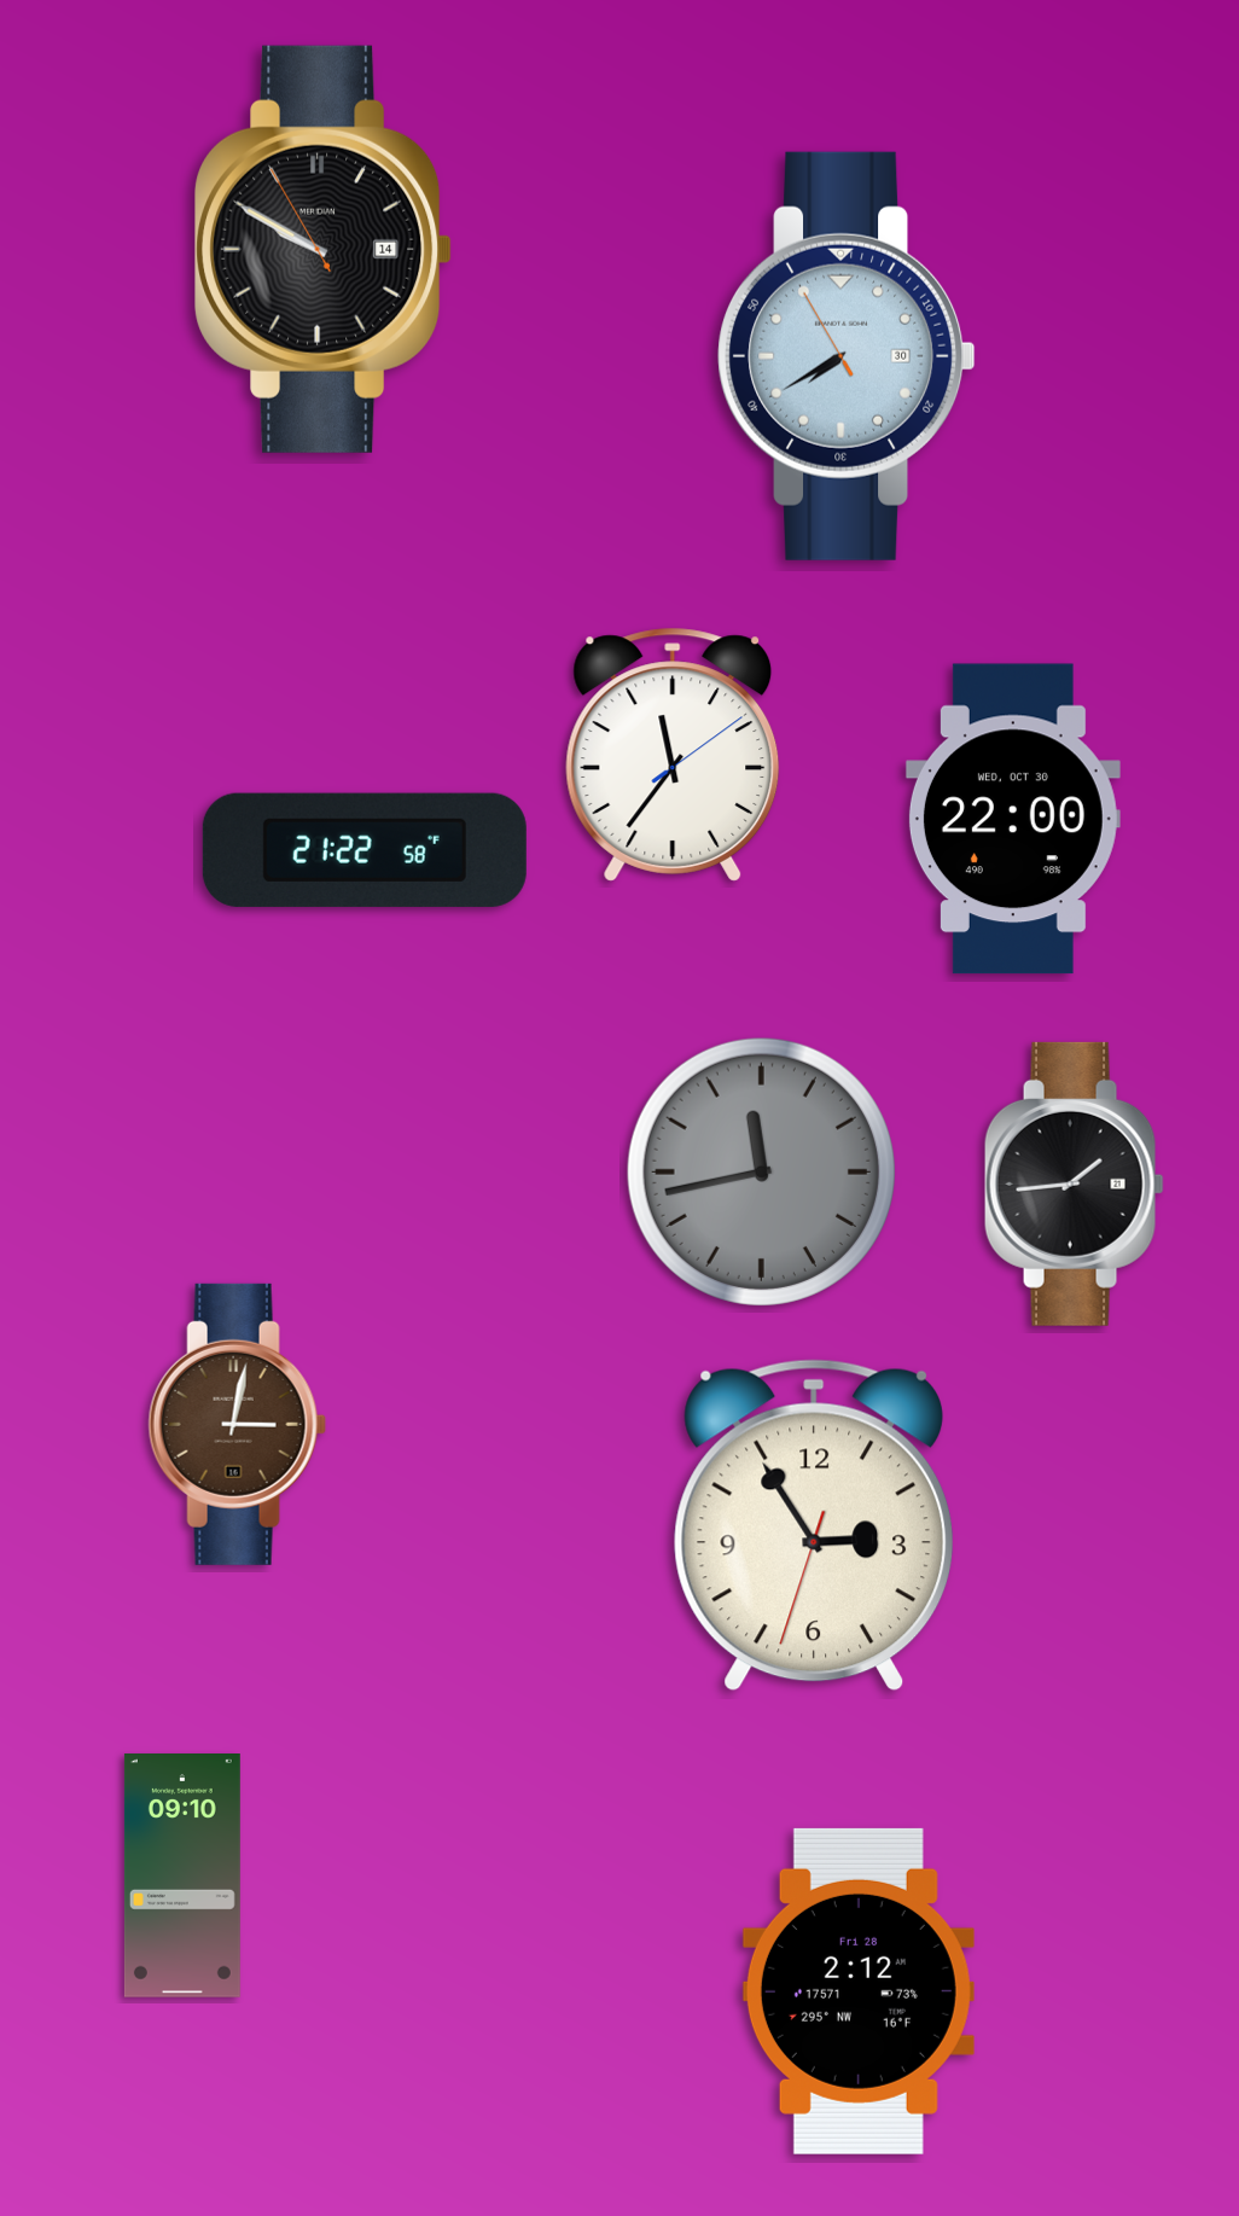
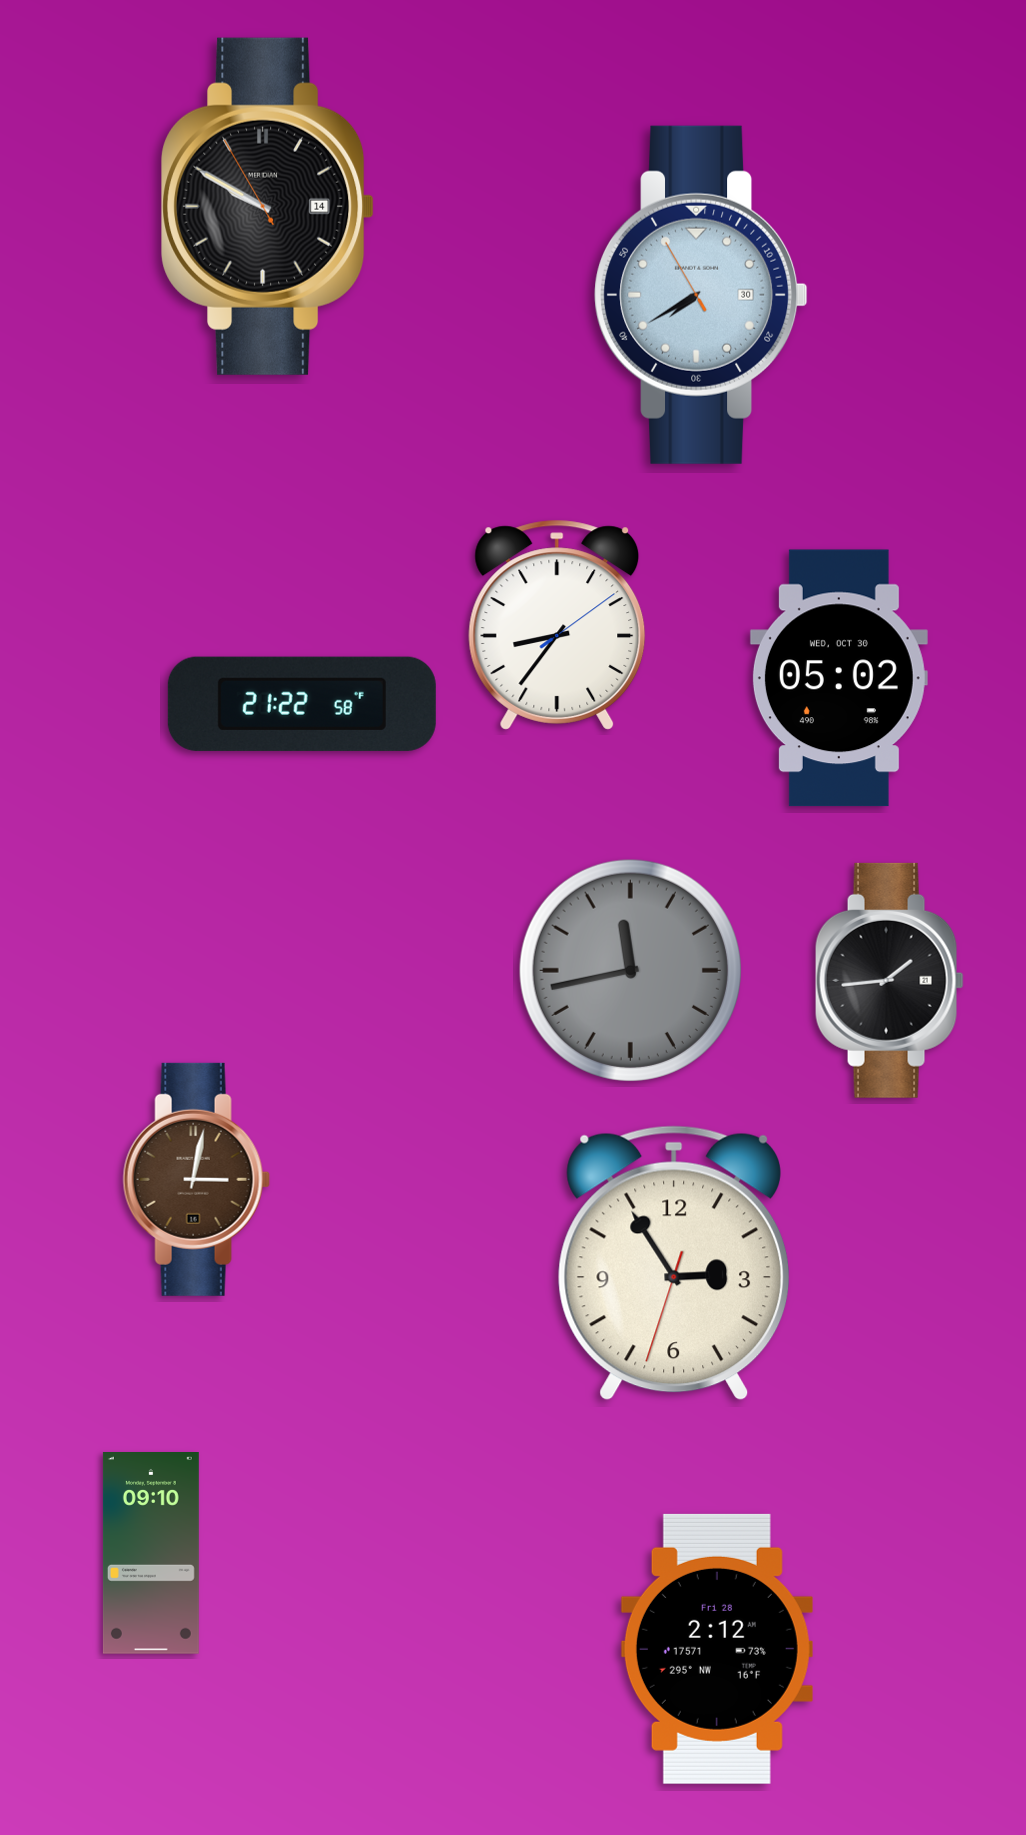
clock at (673, 755): 11:36 -> 8:36
clock at (1013, 819): 22:00 -> 05:02
clock at (859, 1991) position: (859, 1991) -> (717, 1649)
